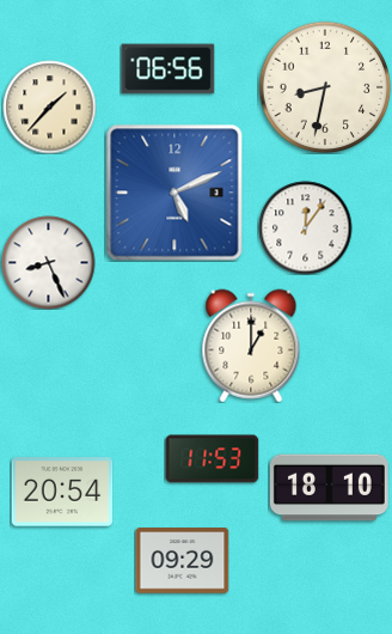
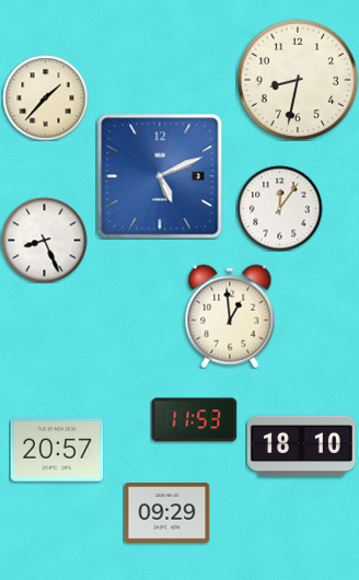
clock at (167, 69): 06:56 -> none
clock at (251, 346): 1:00 -> 12:59
clock at (62, 492): 20:54 -> 20:57
